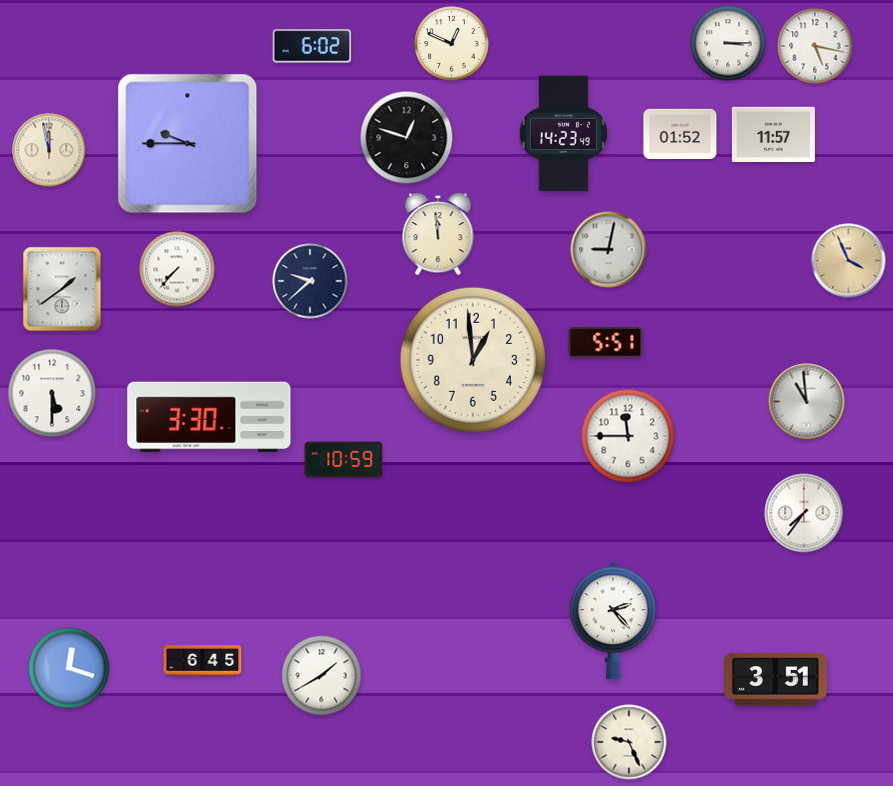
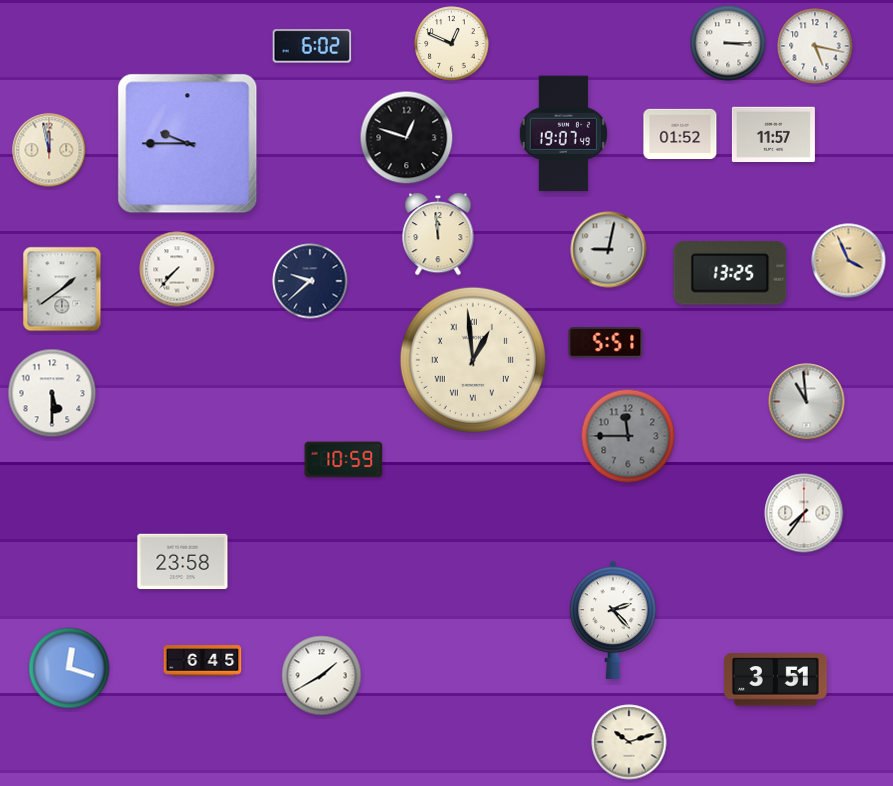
clock at (563, 134): 14:23 -> 19:07
clock at (730, 273): none -> 13:25
clock at (473, 360) numerals: Arabic -> Roman
clock at (209, 417): 3:30 -> none
clock at (628, 436) dial: white -> grey
clock at (183, 562): none -> 23:58
clock at (629, 742): 9:26 -> 10:12
